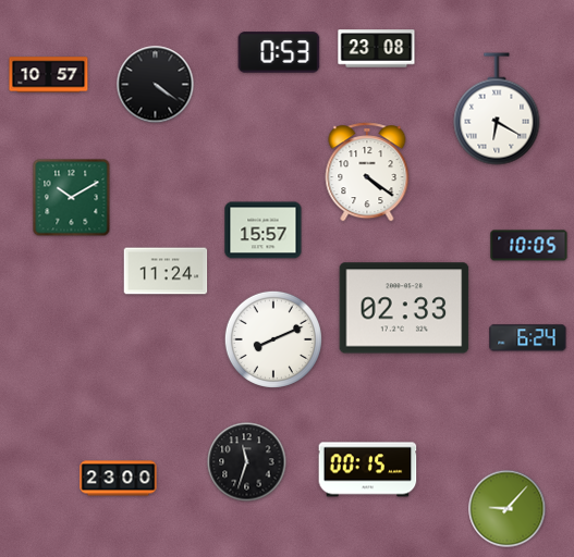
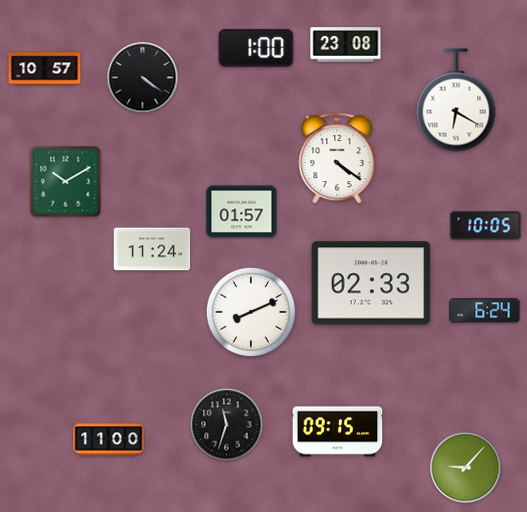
clock at (279, 52): 0:53 -> 1:00
clock at (264, 231): 15:57 -> 01:57
clock at (368, 470): 00:15 -> 09:15
clock at (119, 479): 23:00 -> 11:00
